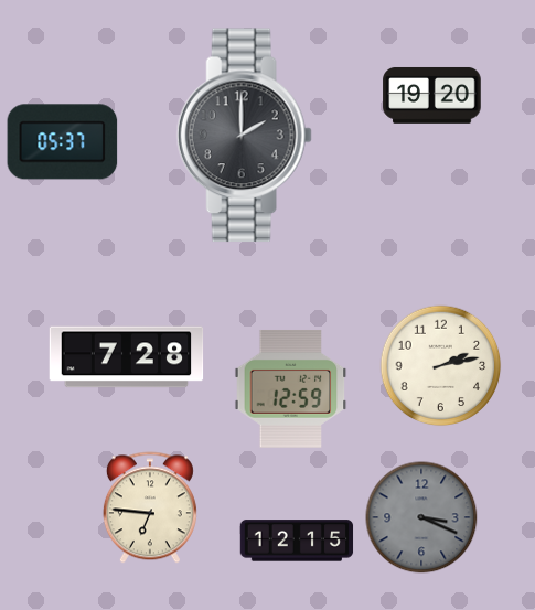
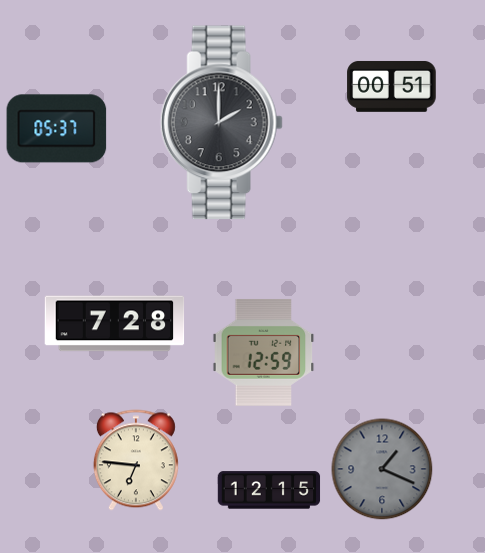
clock at (432, 96): 19:20 -> 00:51
clock at (441, 366): 2:13 -> none
clock at (421, 517): 3:19 -> 1:19
